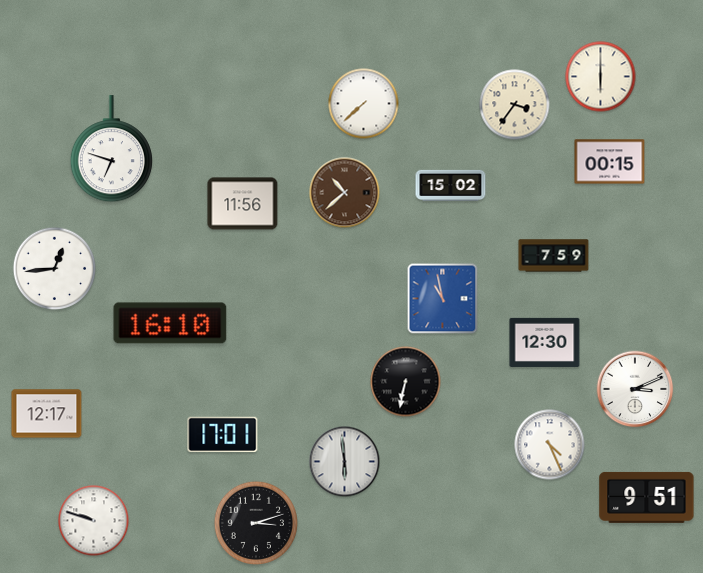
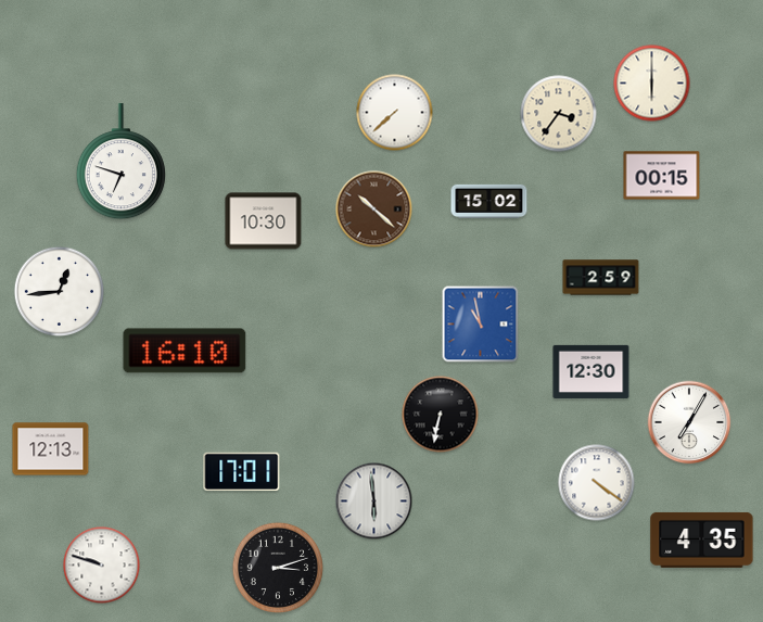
clock at (345, 193): 10:38 -> 10:22
clock at (243, 204): 11:56 -> 10:30
clock at (554, 256): 7:59 -> 2:59
clock at (635, 389): 3:11 -> 7:05
clock at (47, 414): 12:17 -> 12:13
clock at (550, 445): 4:26 -> 4:21
clock at (647, 497): 9:51 -> 4:35
